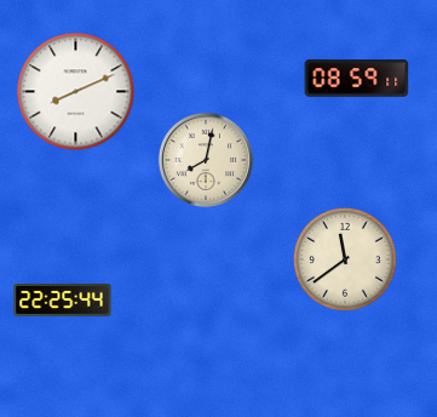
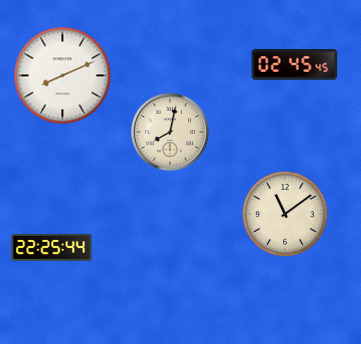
clock at (357, 79): 08:59 -> 02:45
clock at (345, 259): 11:39 -> 11:09
